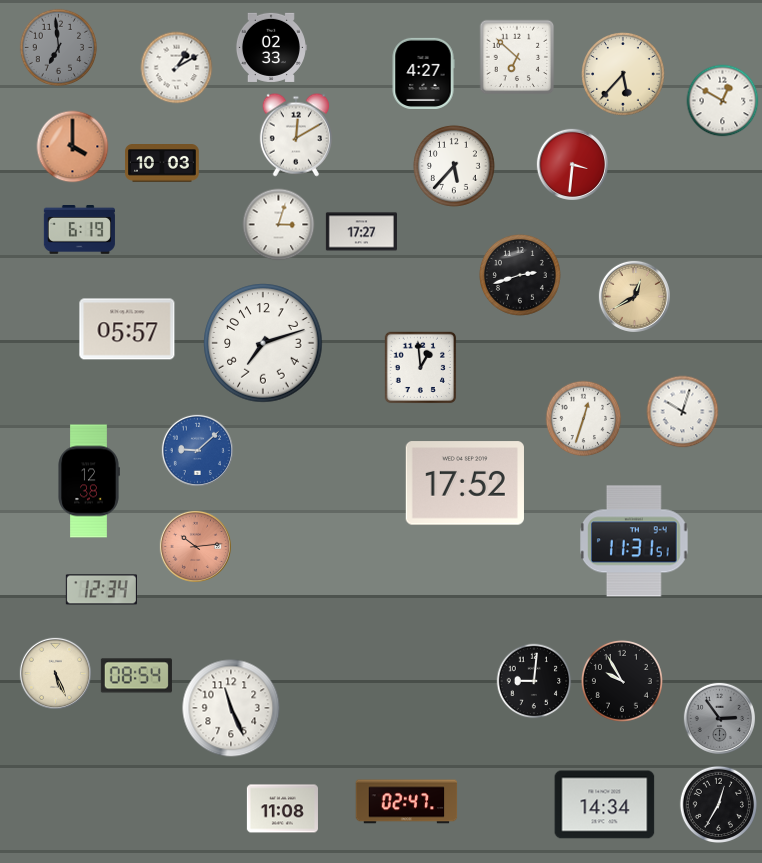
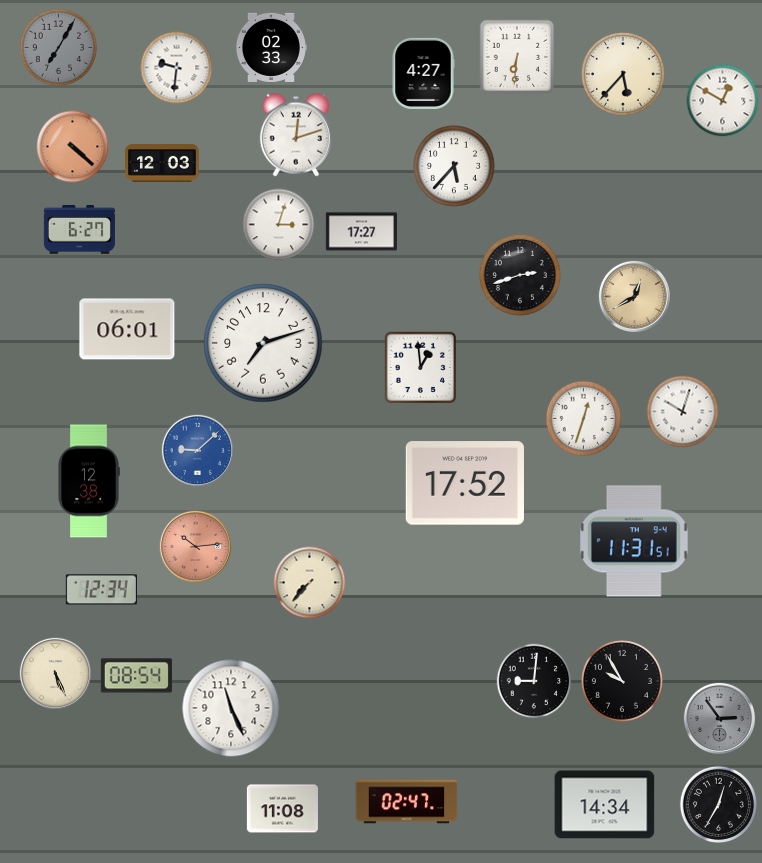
clock at (58, 47): 6:59 -> 7:05
clock at (517, 57): 6:52 -> 6:31
clock at (177, 68): 1:10 -> 9:31
clock at (296, 135): 12:10 -> 12:12
clock at (73, 147): 4:00 -> 4:22
clock at (162, 164): 10:03 -> 12:03
clock at (572, 164): 3:31 -> none
clock at (79, 230): 6:19 -> 6:27
clock at (127, 329): 05:57 -> 06:01
clock at (310, 583): none -> 7:37
